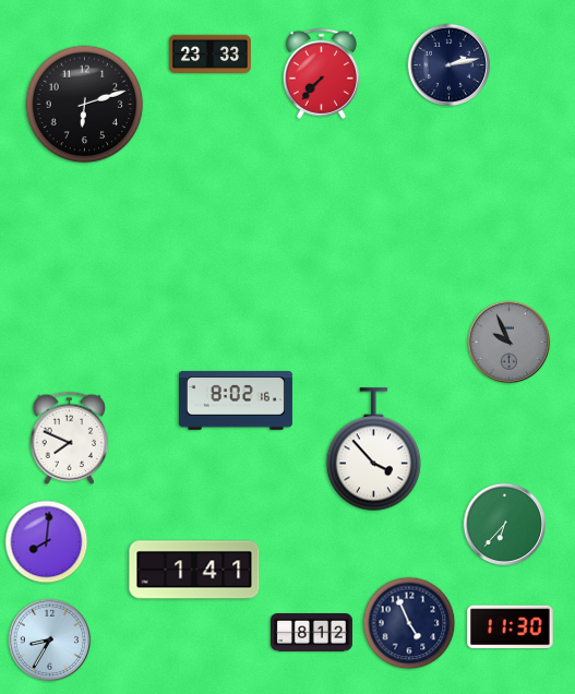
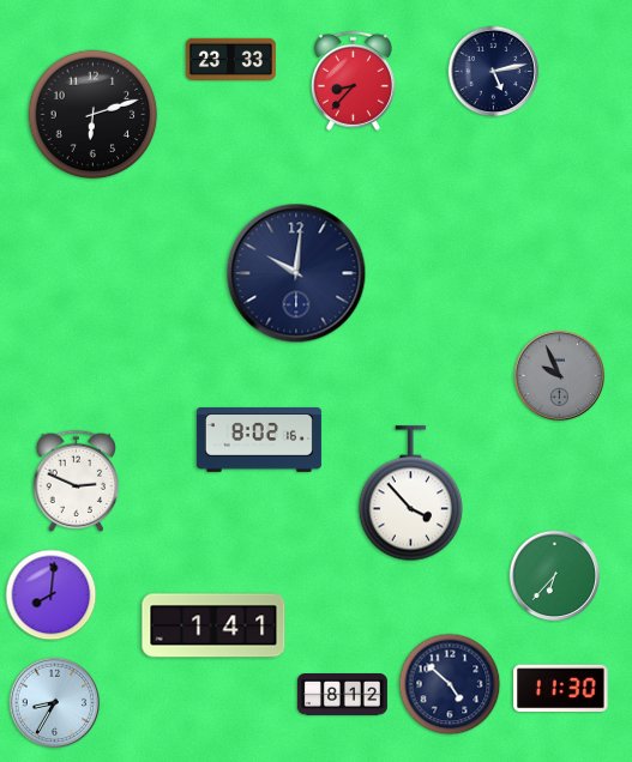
clock at (450, 65): 2:13 -> 5:13
clock at (321, 73): 7:37 -> 8:37
clock at (296, 273): none -> 10:01
clock at (70, 438): 7:49 -> 2:49
clock at (409, 623): 4:56 -> 4:52
